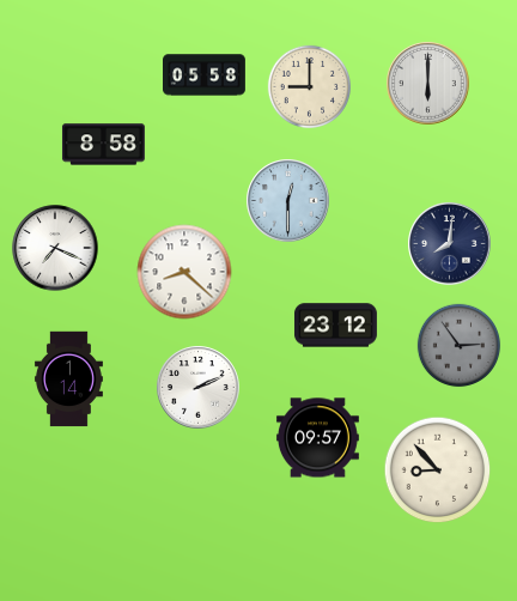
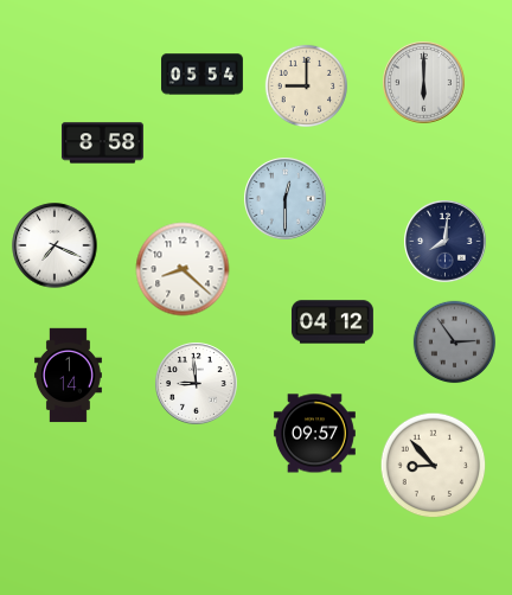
clock at (205, 75): 05:58 -> 05:54
clock at (335, 326): 23:12 -> 04:12
clock at (199, 388): 2:11 -> 8:59
